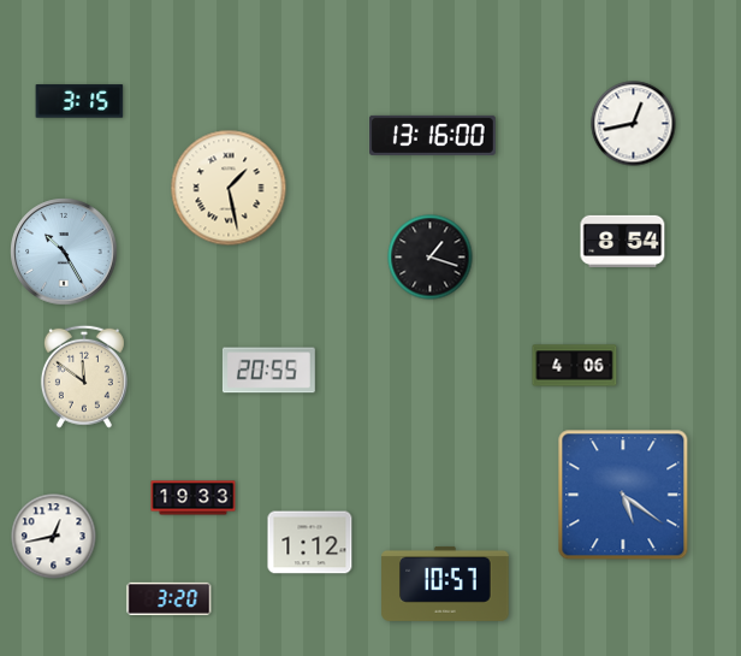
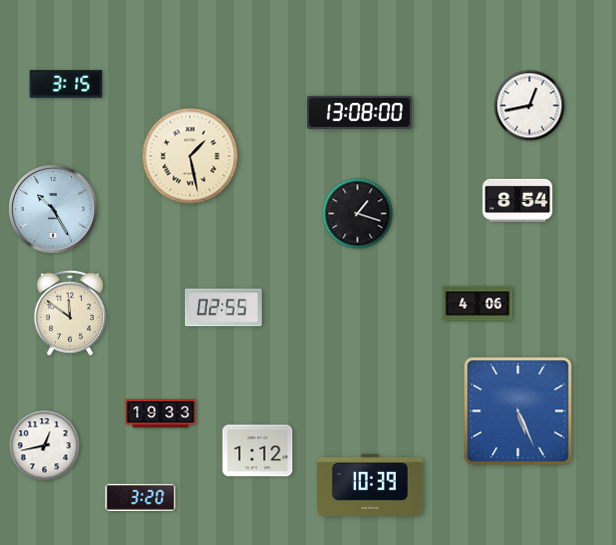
clock at (634, 124) position: (634, 124) -> (530, 106)
clock at (432, 135): 13:16 -> 13:08
clock at (268, 371): 20:55 -> 02:55
clock at (623, 495): 5:21 -> 5:26
clock at (445, 584): 10:57 -> 10:39
